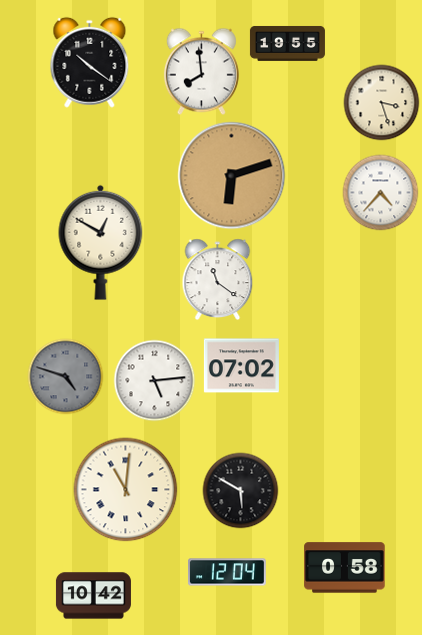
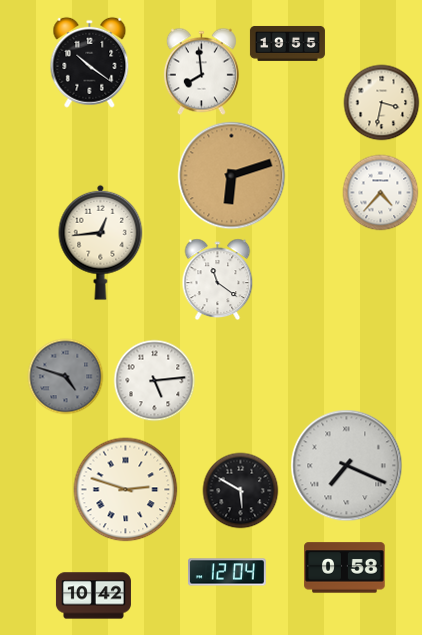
clock at (382, 103): 3:27 -> 3:32
clock at (101, 242): 12:50 -> 12:44
clock at (241, 366): 07:02 -> none
clock at (347, 466): none -> 7:19
clock at (126, 490): 11:01 -> 2:48
